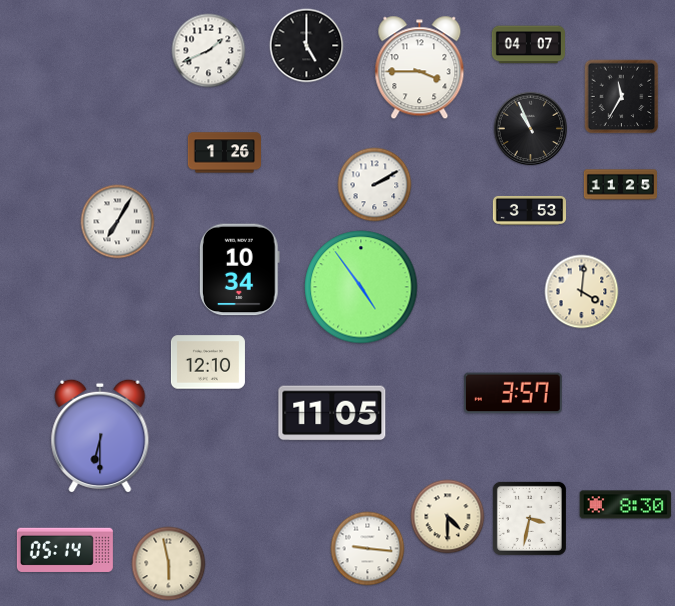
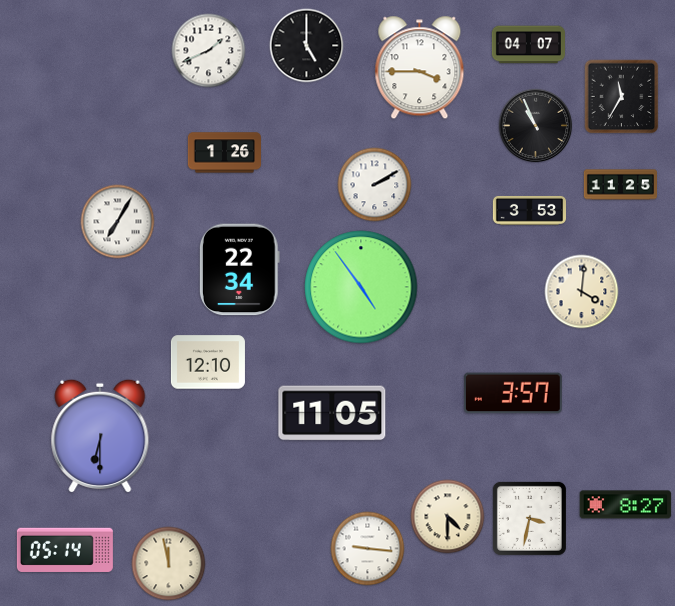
clock at (531, 129) position: (531, 129) -> (536, 126)
clock at (239, 270): 10:34 -> 22:34
clock at (626, 505): 8:30 -> 8:27
clock at (169, 564): 5:58 -> 11:58
